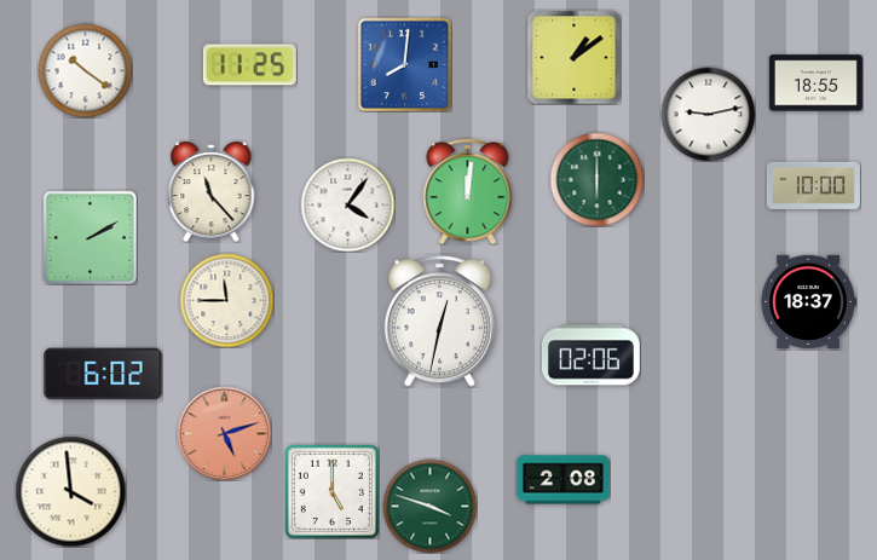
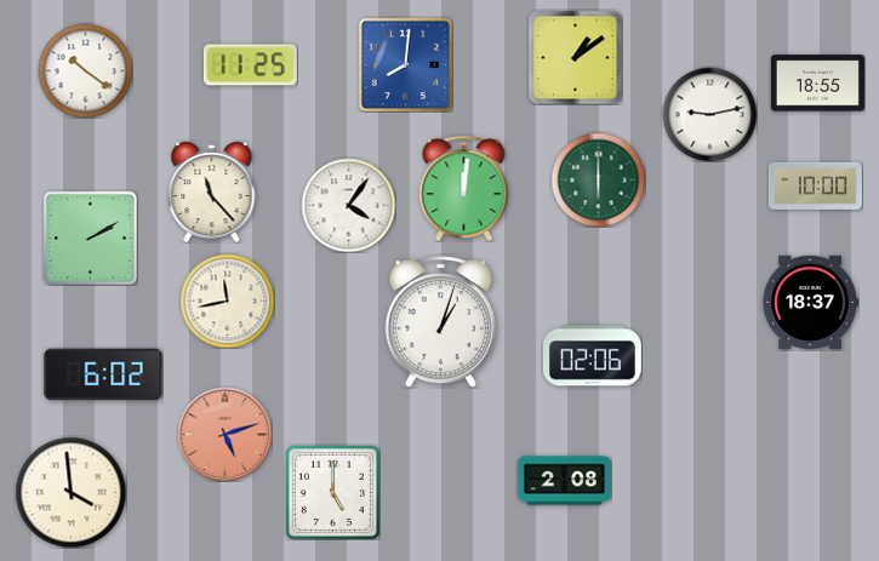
clock at (468, 191) position: (468, 191) -> (464, 188)
clock at (226, 300): 11:45 -> 11:43
clock at (439, 322): 12:32 -> 1:03
clock at (429, 506): 3:48 -> none
